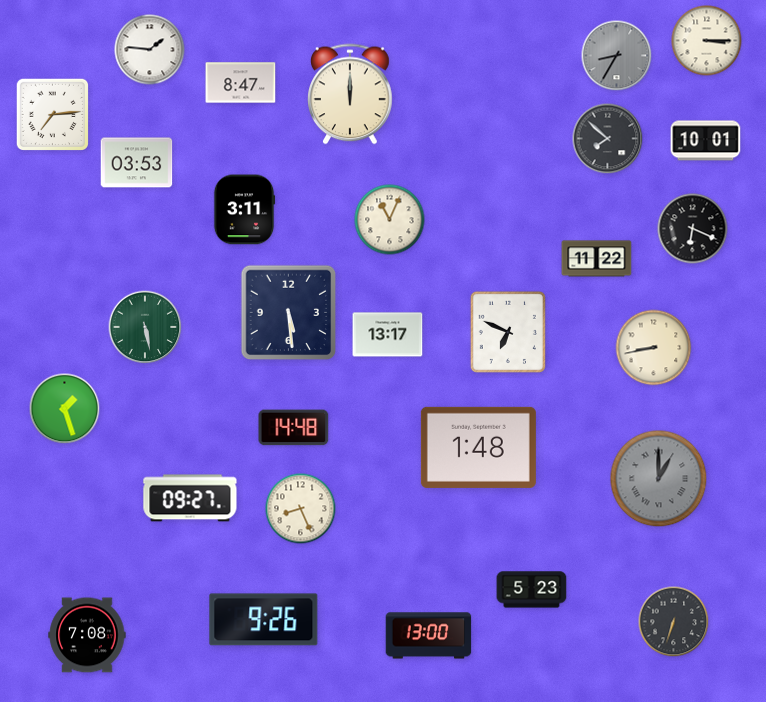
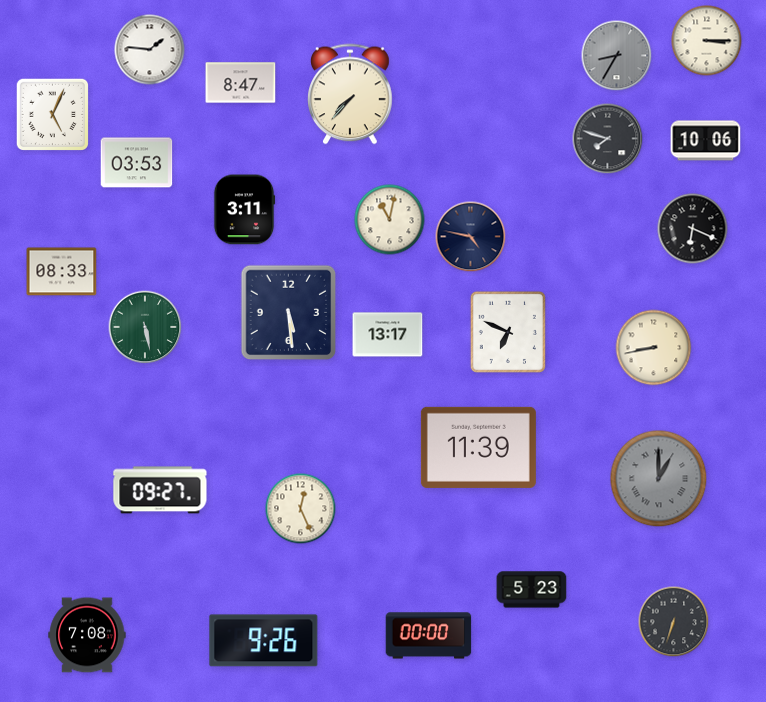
clock at (350, 94): 12:00 -> 7:37
clock at (52, 114): 7:14 -> 5:04
clock at (608, 139): 7:52 -> 7:48
clock at (706, 141): 10:01 -> 10:06
clock at (390, 220): 11:04 -> 11:02
clock at (471, 237): none -> 4:47
clock at (597, 259): 11:22 -> none
clock at (62, 272): none -> 08:33
clock at (65, 409): 1:27 -> none
clock at (294, 428): 14:48 -> none
clock at (478, 447): 1:48 -> 11:39
clock at (190, 498) position: (190, 498) -> (160, 490)
clock at (301, 509): 8:26 -> 12:26
clock at (264, 620) position: (264, 620) -> (264, 641)
clock at (429, 636): 13:00 -> 00:00
